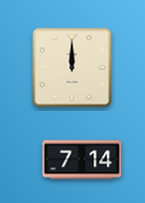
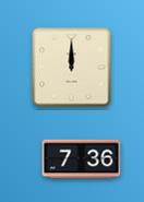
clock at (82, 160): 7:14 -> 7:36
